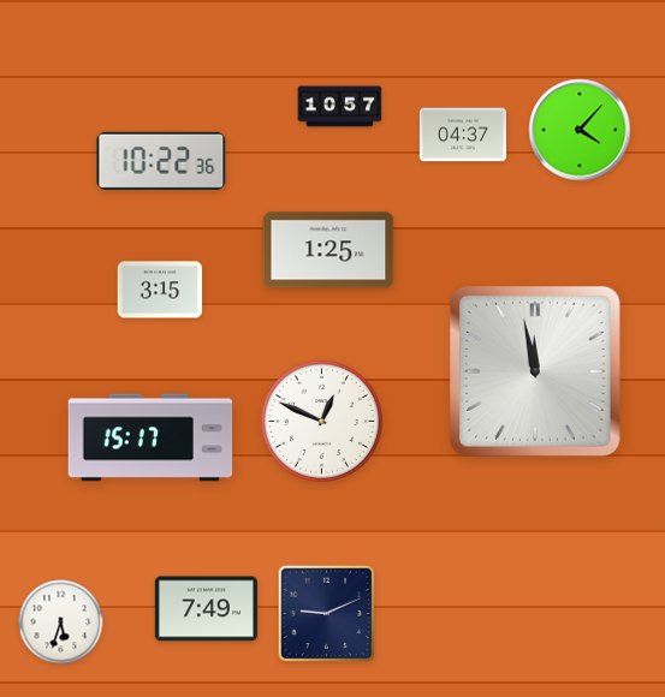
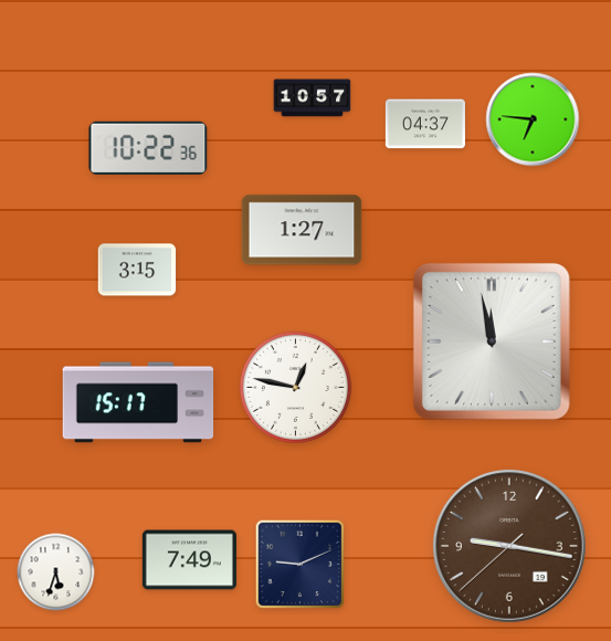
clock at (580, 130): 4:07 -> 6:46
clock at (328, 250): 1:25 -> 1:27
clock at (160, 290) position: (160, 290) -> (137, 270)
clock at (321, 421): 12:49 -> 12:47
clock at (509, 546): none -> 9:16
